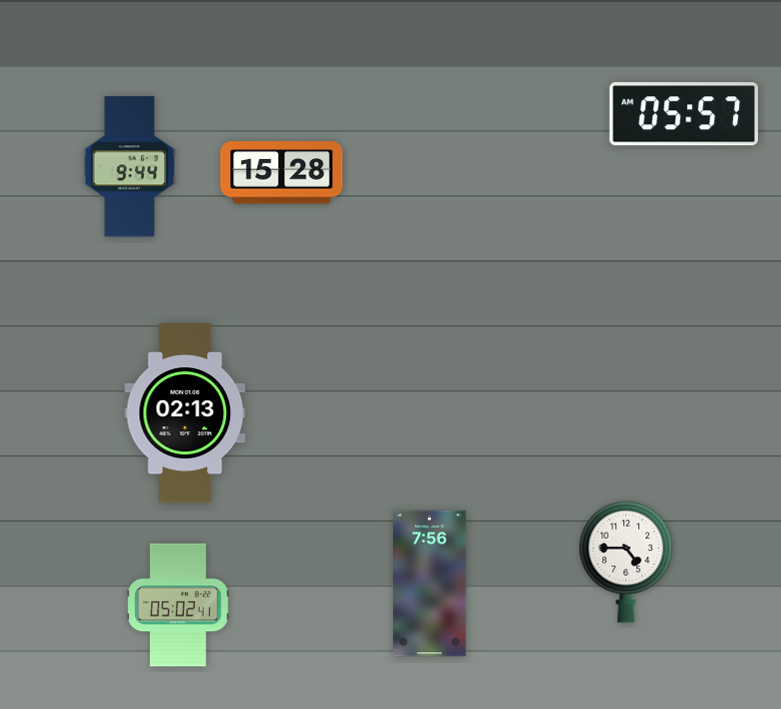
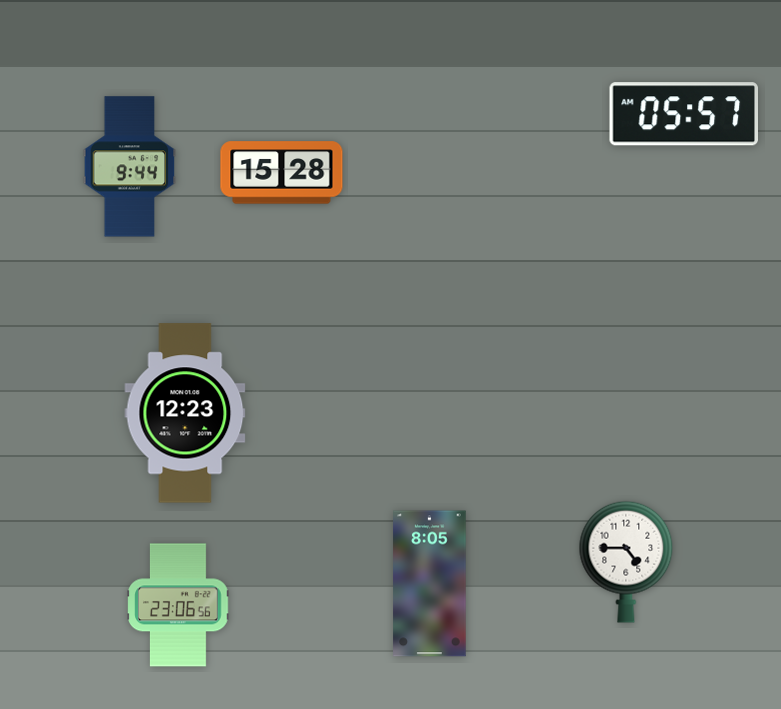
clock at (185, 413): 02:13 -> 12:23
clock at (430, 584): 7:56 -> 8:05
clock at (178, 605): 05:02 -> 23:06
